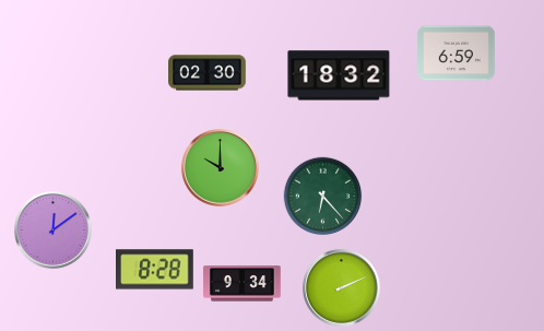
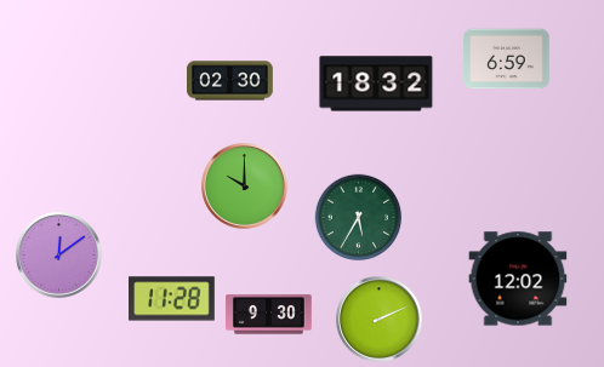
clock at (323, 197): 6:23 -> 5:35
clock at (518, 279): none -> 12:02
clock at (155, 270): 8:28 -> 11:28
clock at (243, 284): 9:34 -> 9:30
